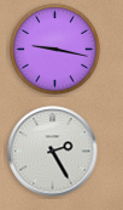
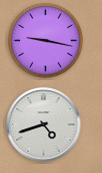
clock at (53, 152): 2:25 -> 4:42
